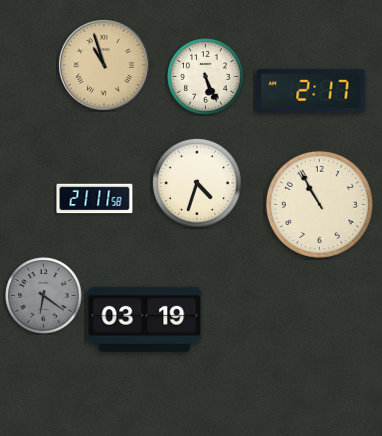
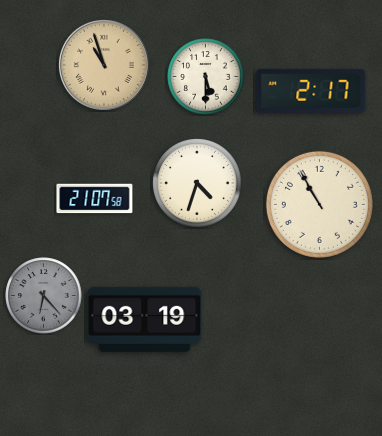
clock at (206, 77): 5:26 -> 5:30
clock at (95, 199): 21:11 -> 21:07
clock at (44, 296): 6:21 -> 6:23
